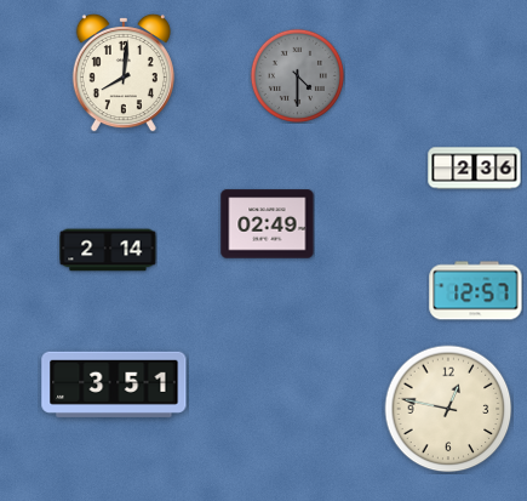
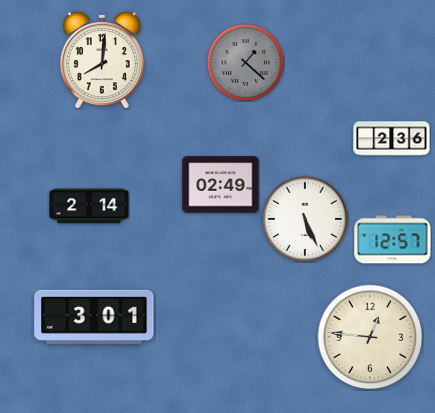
clock at (297, 75): 4:30 -> 1:22
clock at (305, 219): none -> 5:26
clock at (114, 385): 3:51 -> 3:01
clock at (448, 409): 12:47 -> 12:46
